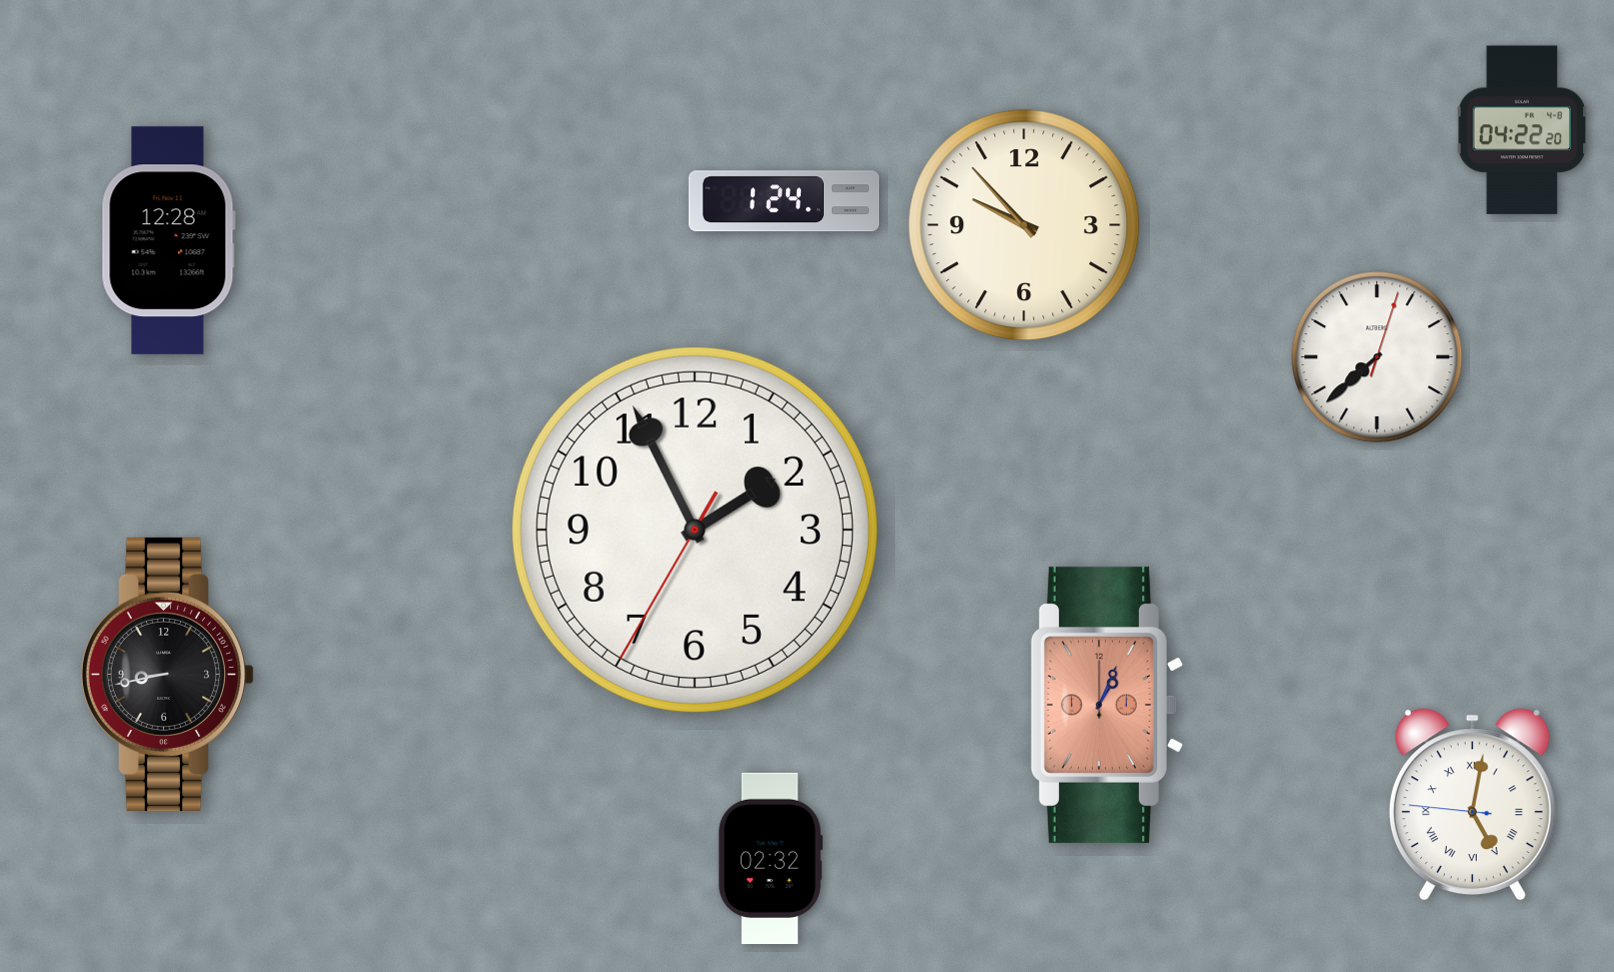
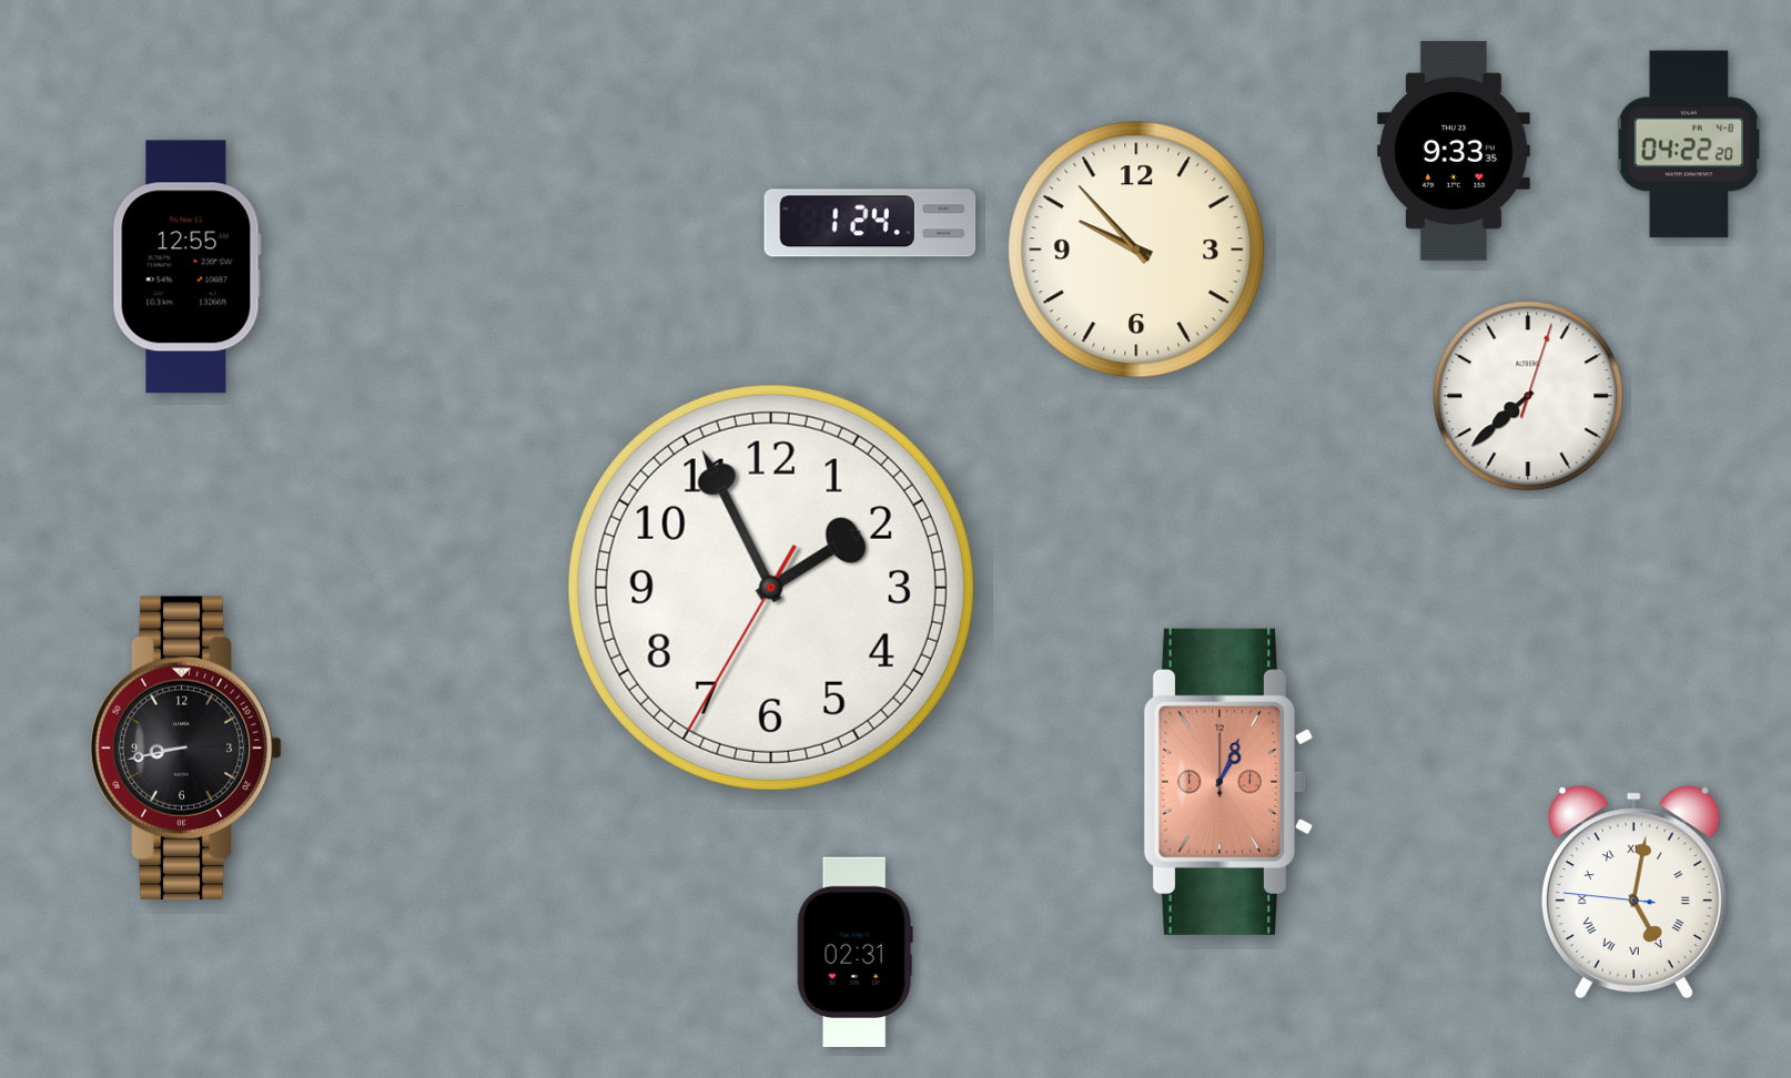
clock at (1454, 151): none -> 9:33
clock at (168, 241): 12:28 -> 12:55
clock at (770, 859): 02:32 -> 02:31
